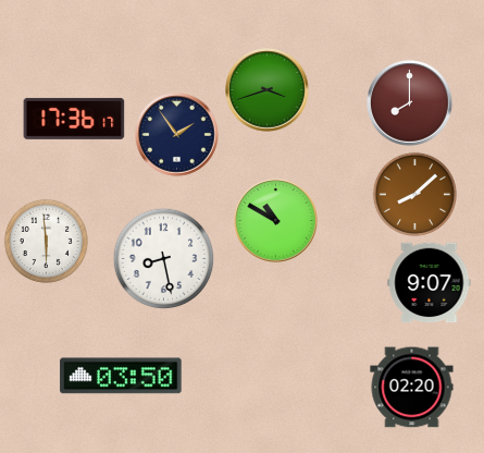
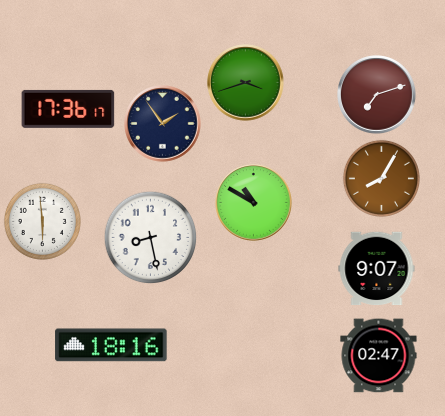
clock at (410, 103): 8:00 -> 7:12
clock at (414, 194): 8:08 -> 8:05
clock at (430, 283) position: (430, 283) -> (377, 269)
clock at (121, 376): 03:50 -> 18:16
clock at (412, 388): 02:20 -> 02:47
